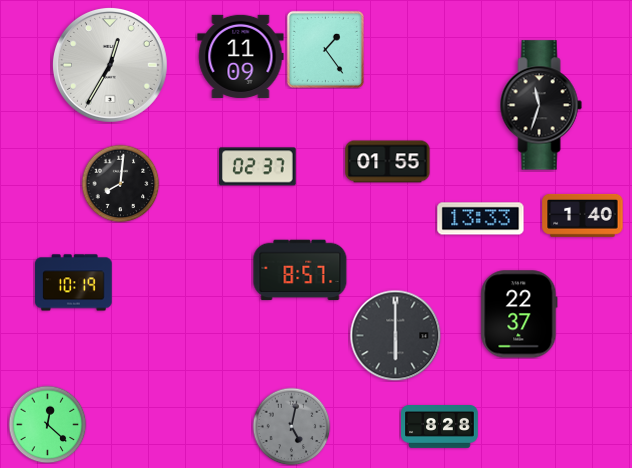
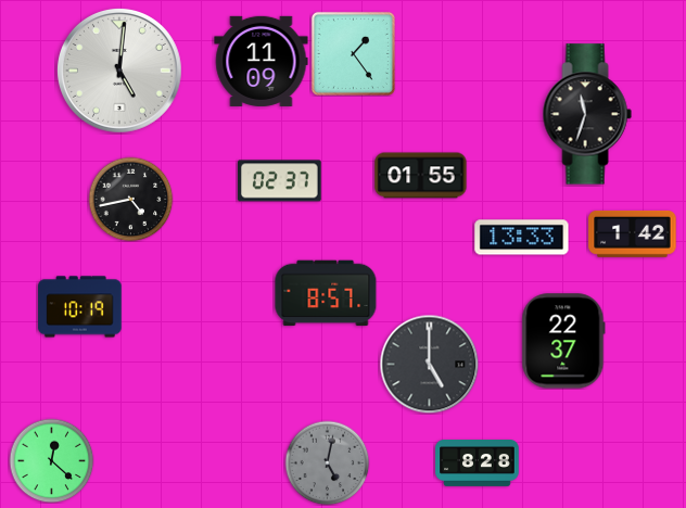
clock at (110, 65): 12:35 -> 5:01
clock at (120, 183): 8:01 -> 4:43
clock at (583, 215): 1:40 -> 1:42
clock at (395, 335): 6:00 -> 5:00
clock at (291, 426) position: (291, 426) -> (327, 462)
